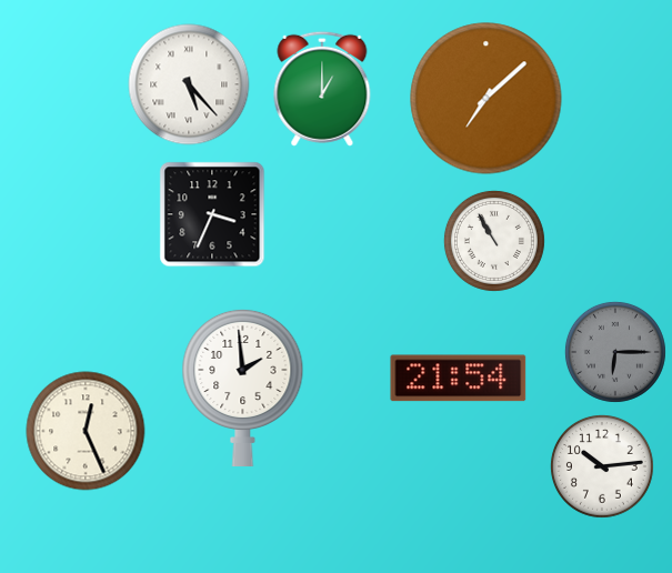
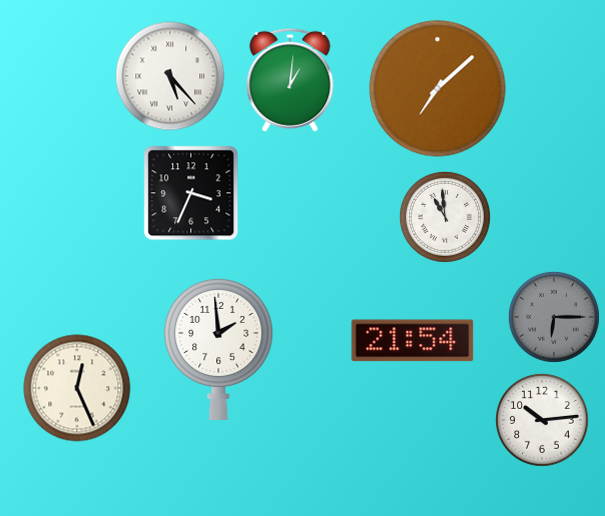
clock at (322, 89): 1:00 -> 1:01
clock at (494, 241): 10:55 -> 10:59
